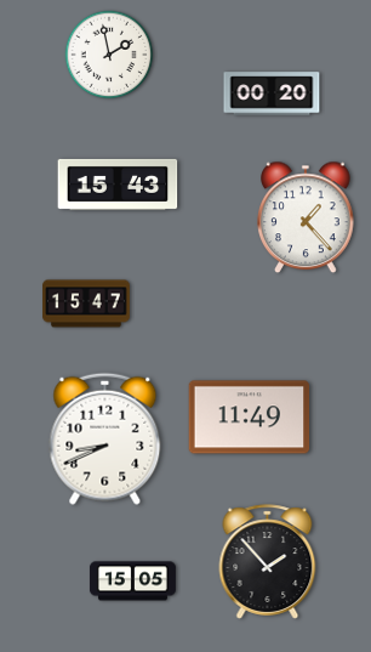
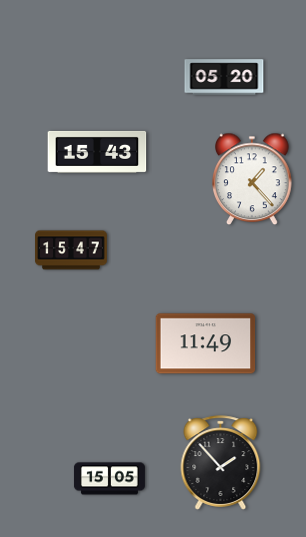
clock at (109, 55): 1:58 -> none
clock at (272, 93): 00:20 -> 05:20
clock at (105, 438): 8:41 -> none
